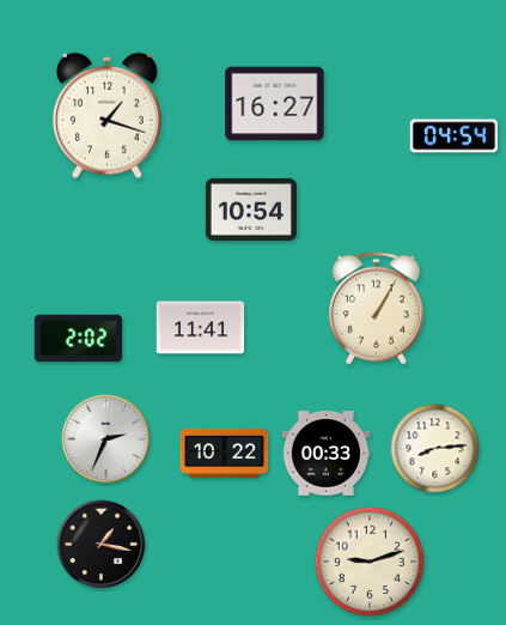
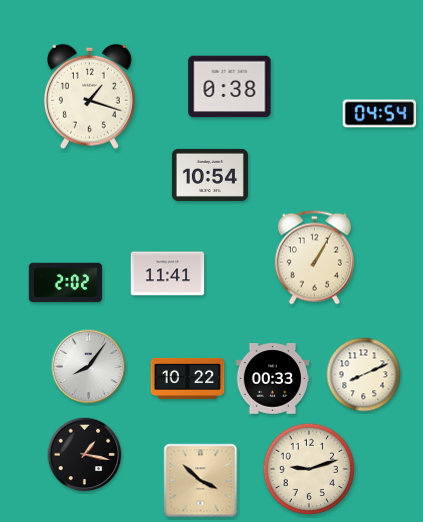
clock at (275, 104): 16:27 -> 0:38
clock at (106, 439): 2:34 -> 8:06
clock at (435, 449): 8:14 -> 8:11
clock at (201, 481): none -> 3:52
